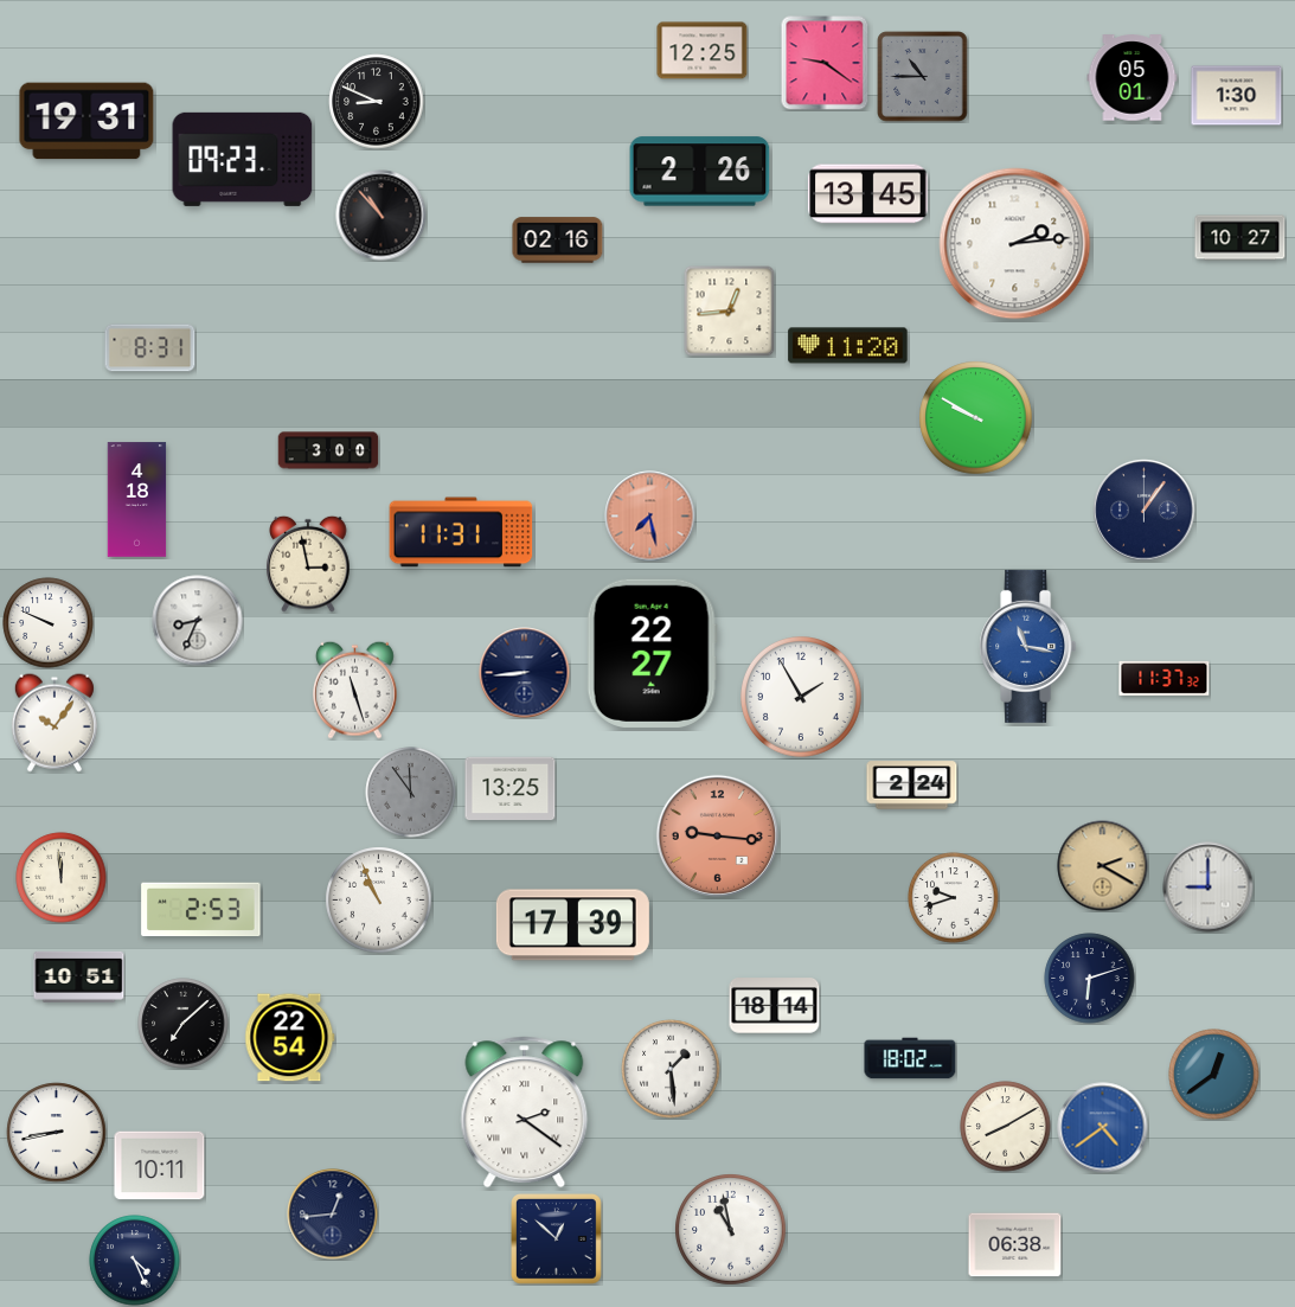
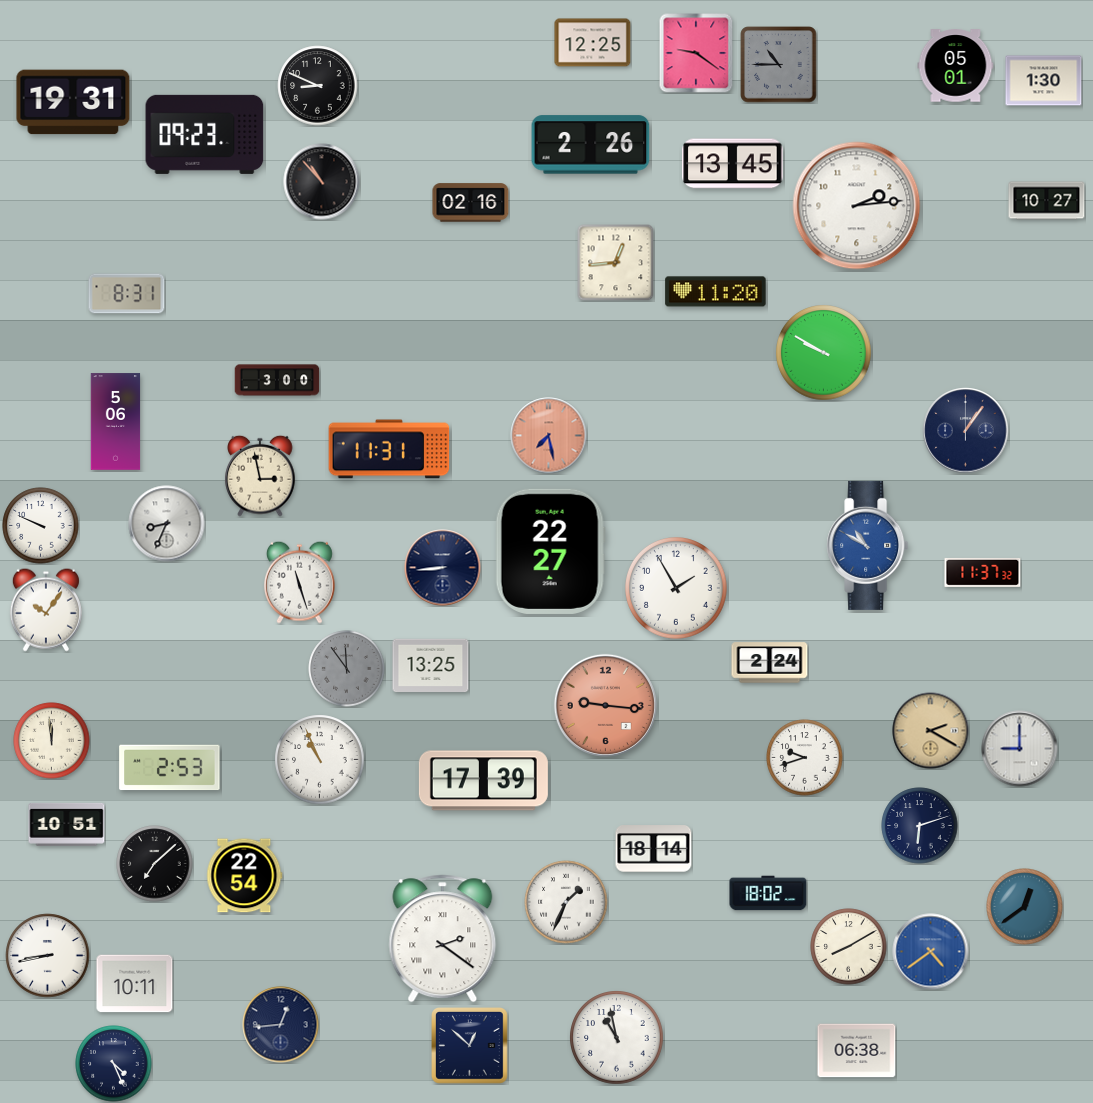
clock at (137, 500): 4:18 -> 5:06
clock at (1028, 646): 11:17 -> 10:50
clock at (671, 1069): 1:29 -> 1:34
clock at (1006, 1127) position: (1006, 1127) -> (849, 947)
